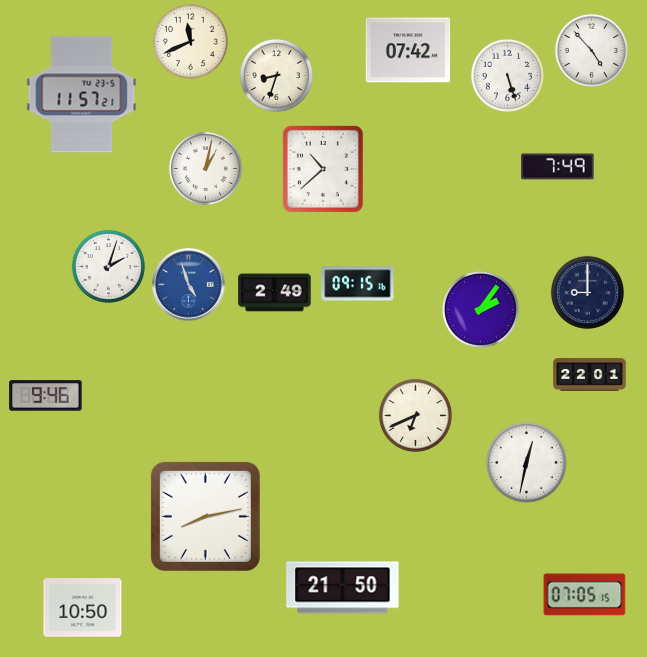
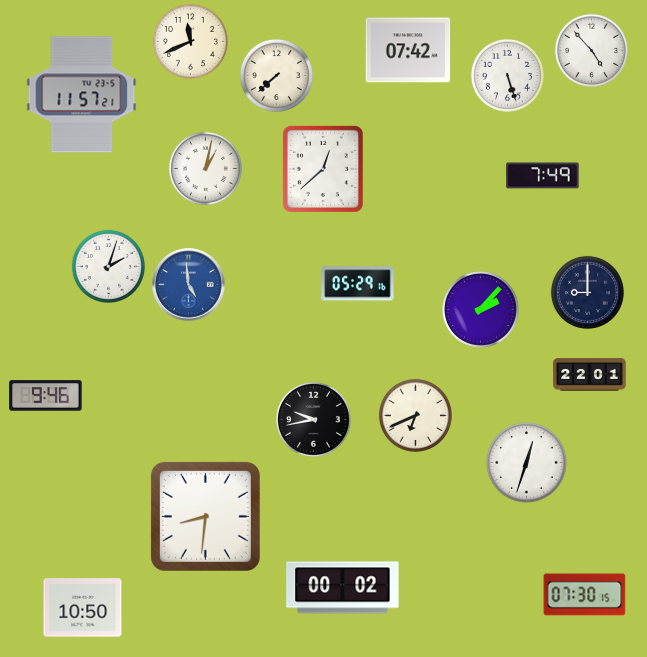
clock at (276, 75): 8:33 -> 7:38
clock at (558, 167) position: (558, 167) -> (543, 176)
clock at (323, 169): 10:38 -> 12:38
clock at (358, 284): 09:15 -> 05:29
clock at (189, 285): 4:57 -> 4:59
clock at (275, 293): 2:49 -> none
clock at (480, 309): 2:06 -> 2:07
clock at (313, 419): none -> 9:43
clock at (527, 463): 12:32 -> 12:33
clock at (205, 516): 8:13 -> 8:31
clock at (343, 588): 21:50 -> 00:02
clock at (585, 595): 07:05 -> 07:30
